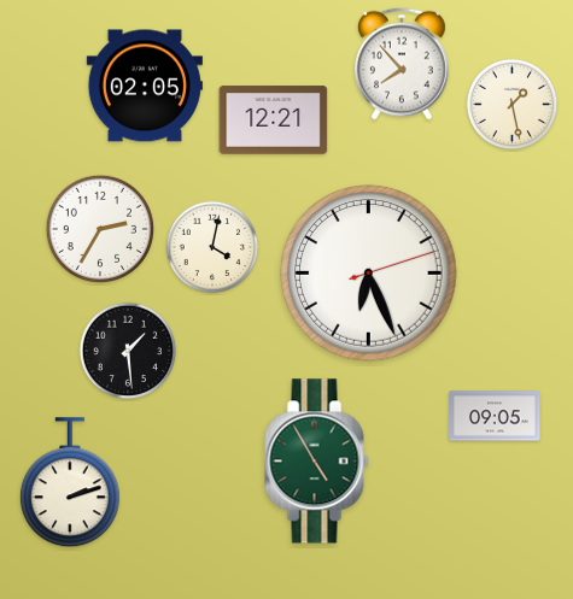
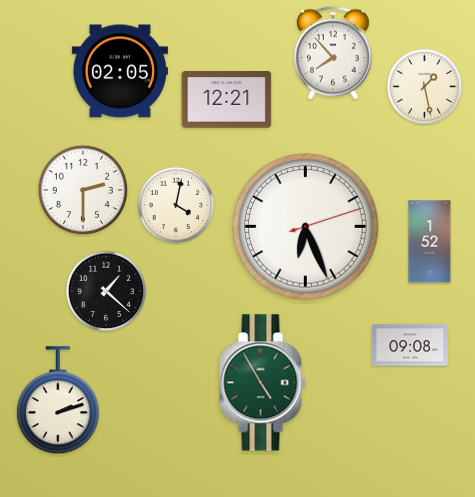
clock at (100, 229): 2:35 -> 2:30
clock at (430, 242): none -> 1:52
clock at (128, 351): 1:29 -> 1:22
clock at (495, 416): 09:05 -> 09:08
